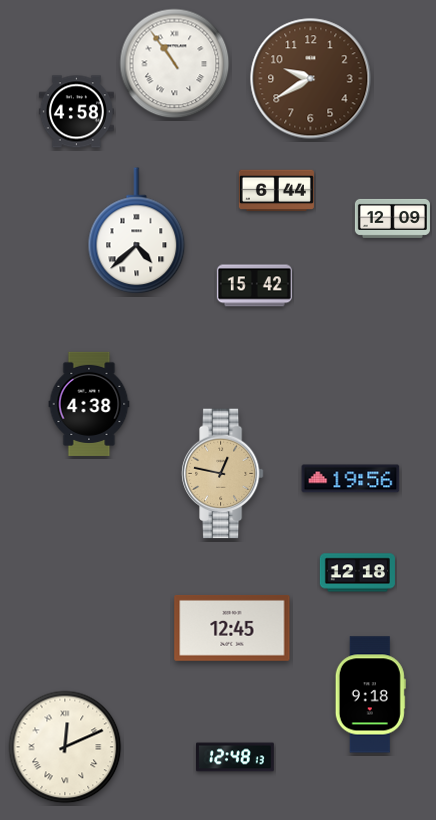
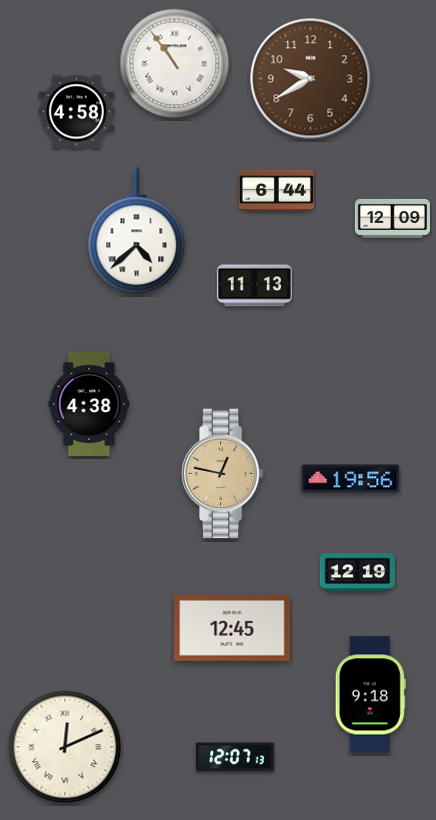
clock at (254, 286): 15:42 -> 11:13
clock at (357, 573): 12:18 -> 12:19
clock at (236, 757): 12:48 -> 12:07
